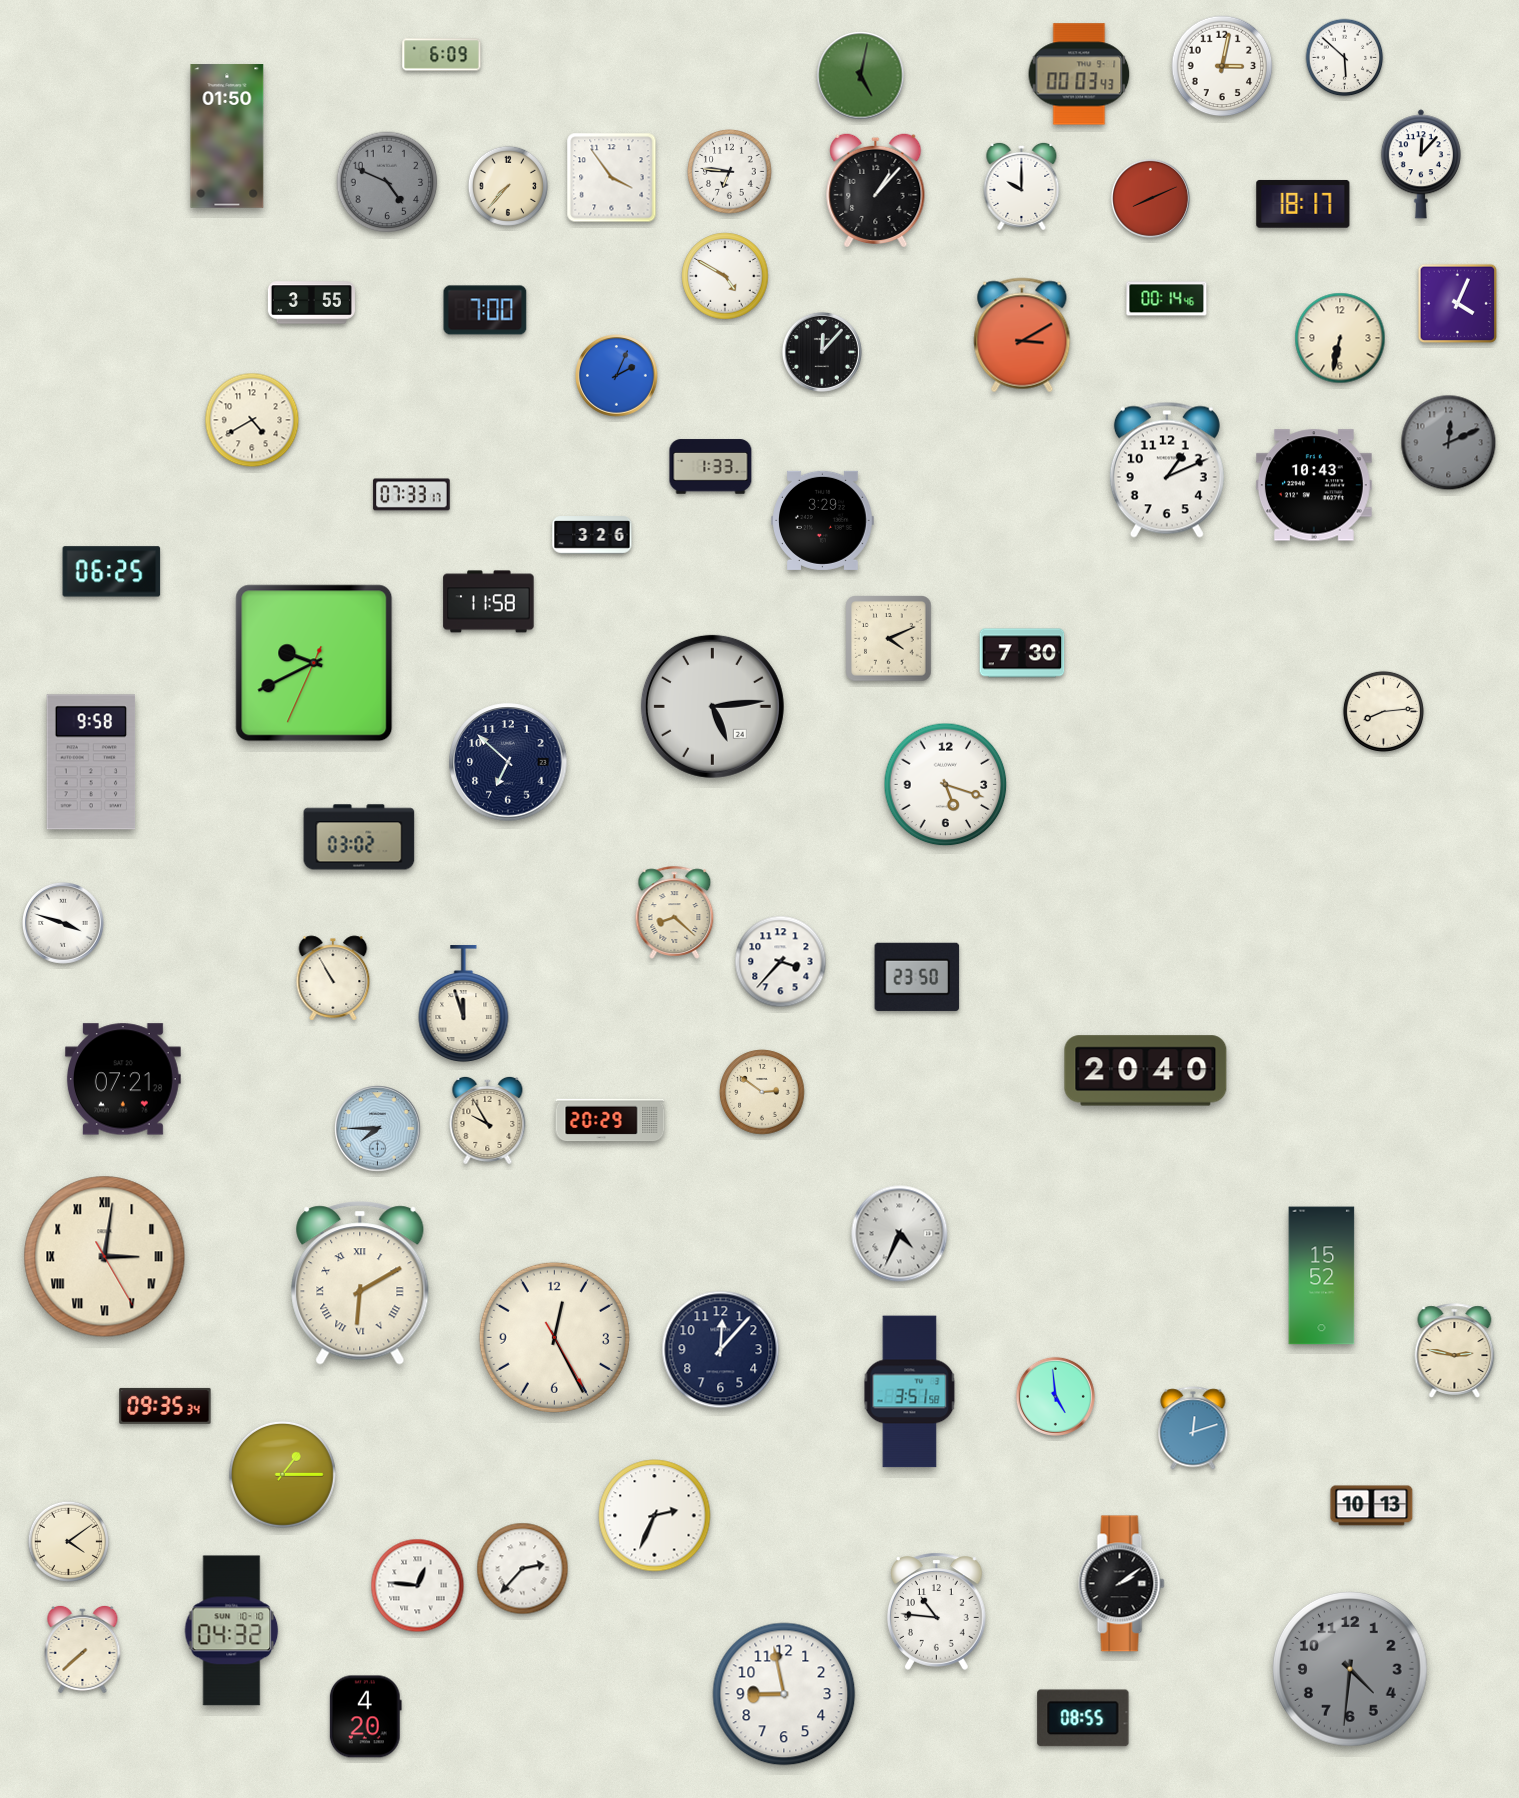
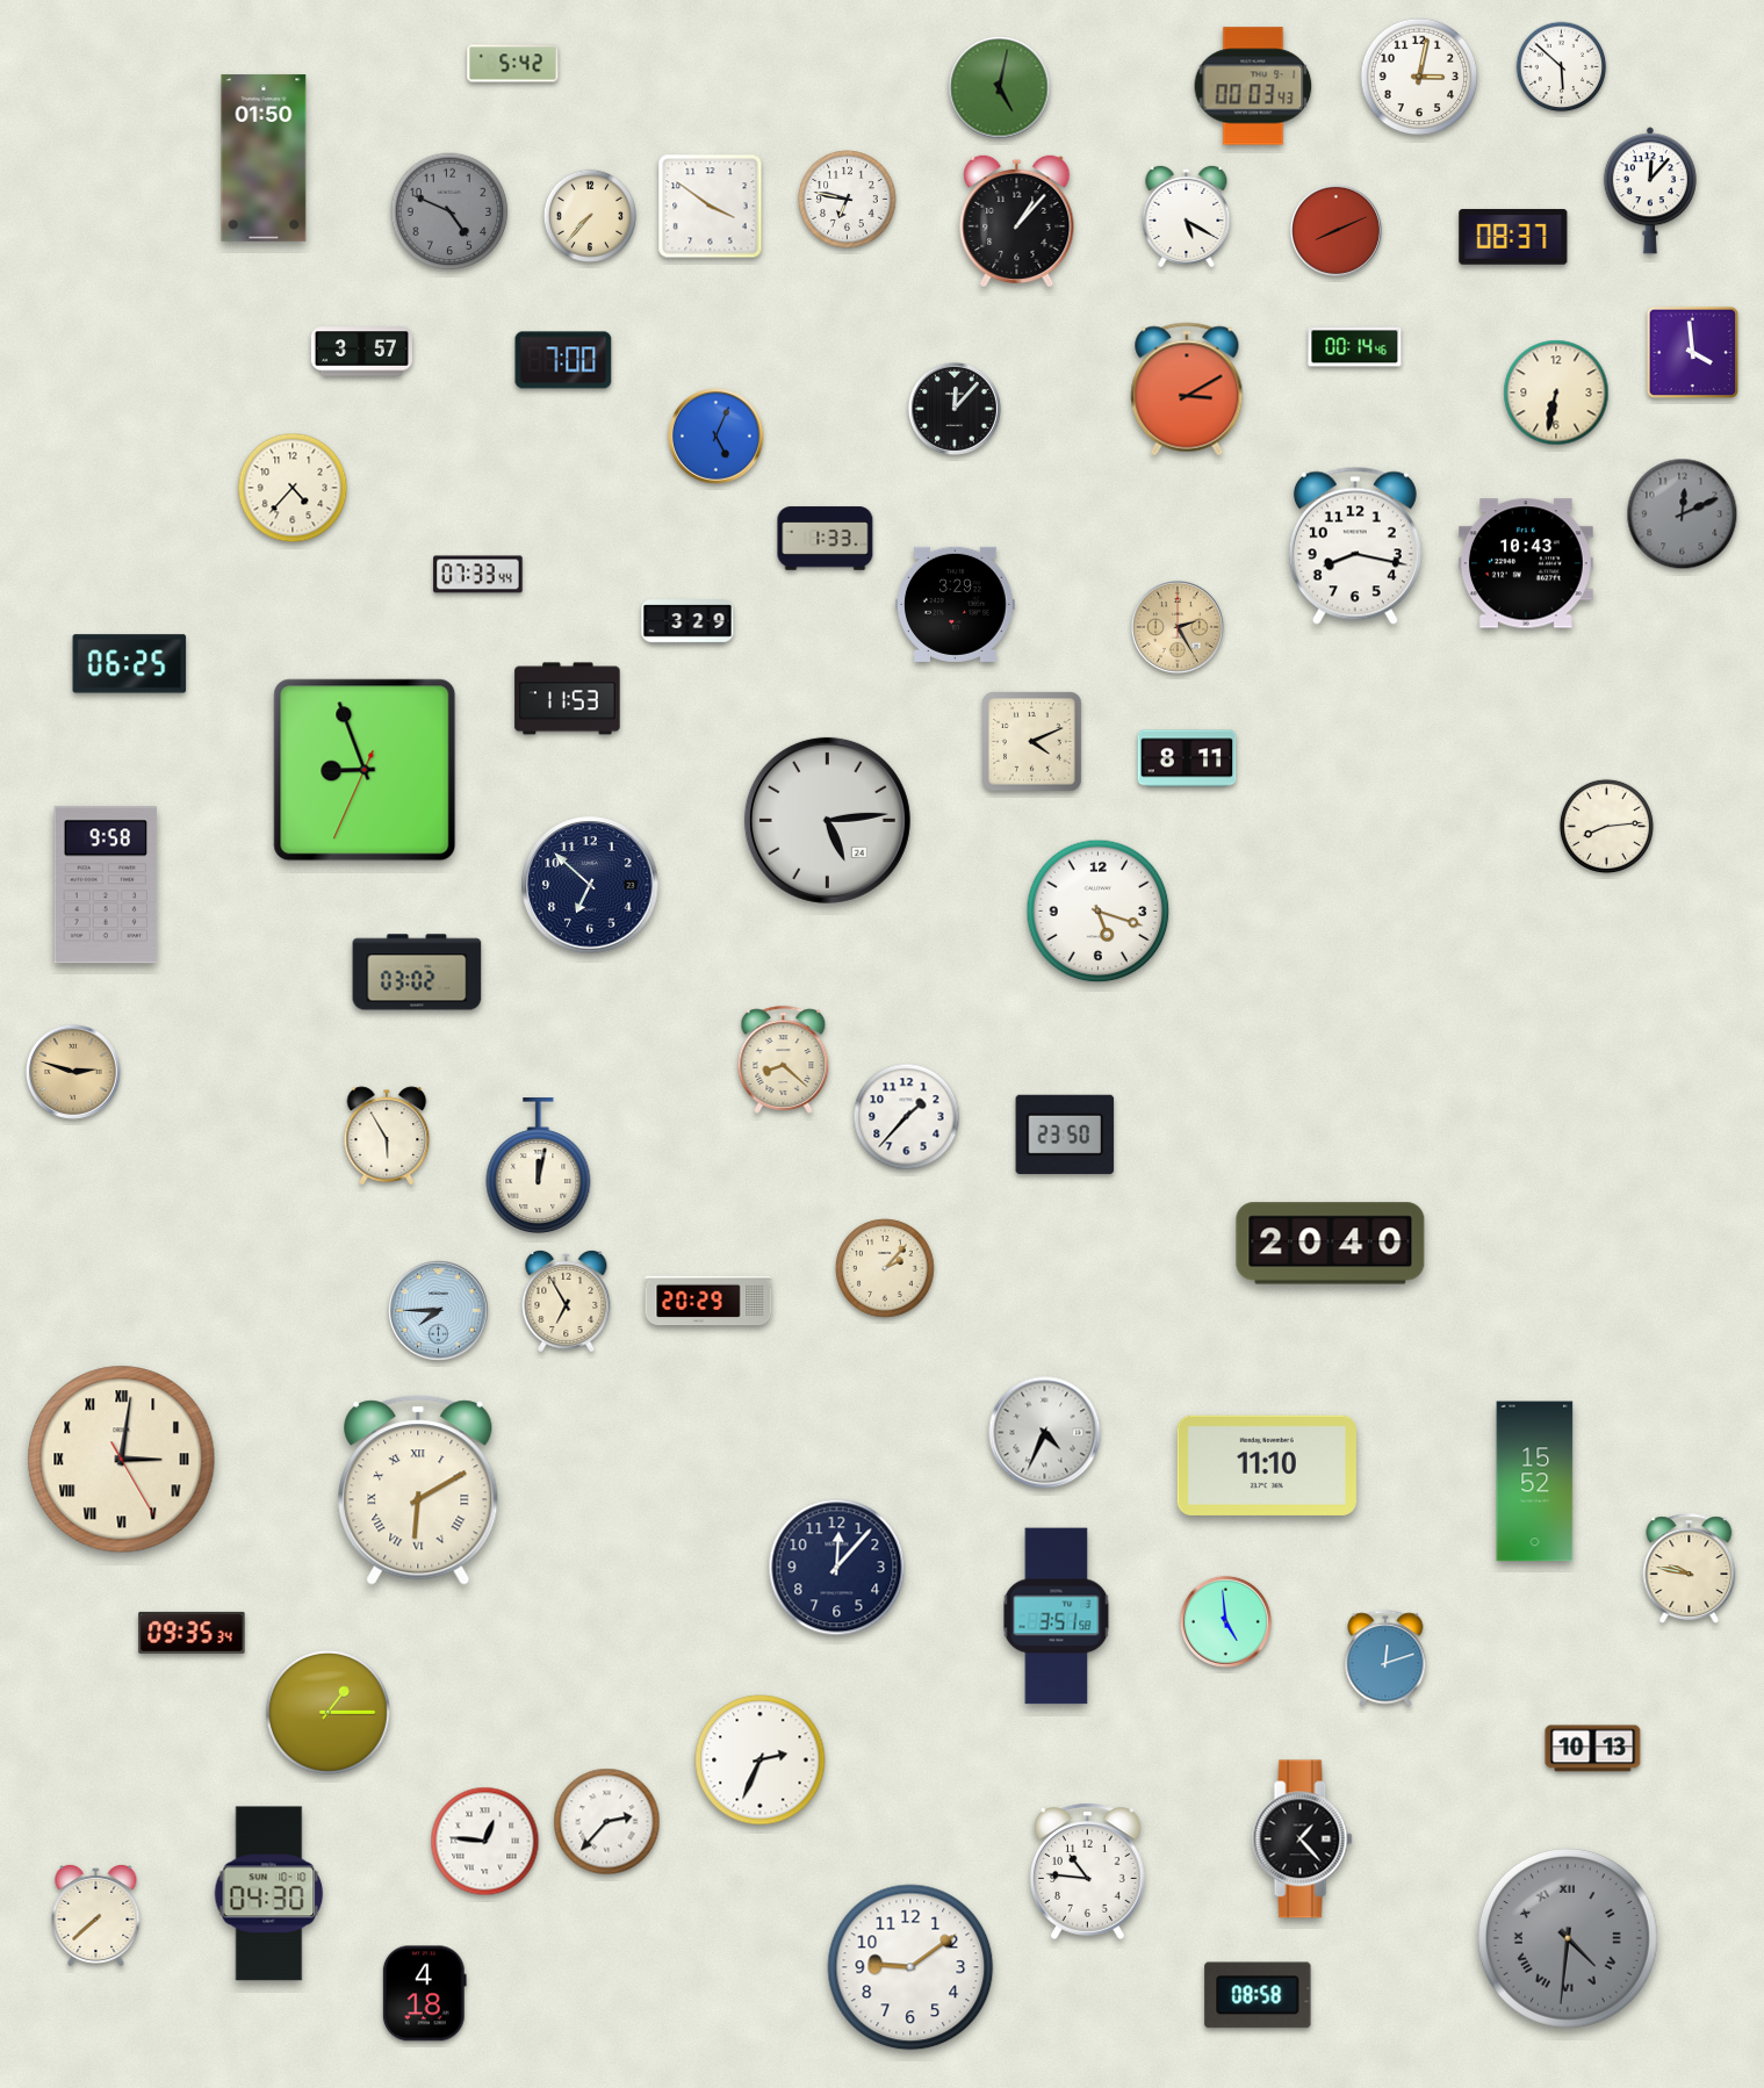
clock at (442, 55): 6:09 -> 5:42
clock at (730, 172): 6:46 -> 6:47
clock at (612, 178): 3:54 -> 3:51
clock at (1022, 186): 10:00 -> 5:20
clock at (1303, 204): 18:17 -> 08:37
clock at (725, 276): 4:50 -> none
clock at (311, 303): 3:55 -> 3:57
clock at (1457, 303): 4:04 -> 3:59
clock at (617, 376): 2:04 -> 5:04
clock at (252, 420): 4:40 -> 4:37
clock at (711, 467) position: (711, 467) -> (826, 539)
clock at (1167, 470): 1:11 -> 8:17
clock at (412, 495): 07:33:17 -> 07:33:44
clock at (592, 535): 3:26 -> 3:29
clock at (1178, 627): none -> 2:25
clock at (489, 602): 11:58 -> 11:53
clock at (1022, 653): 7:30 -> 8:11
clock at (314, 663): 9:40 -> 8:56
clock at (64, 924): 3:48 -> 2:48
clock at (64, 924) dial: white -> champagne
clock at (781, 962): 3:37 -> 1:37
clock at (333, 978): 10:55 -> 5:55
clock at (464, 1003): 11:57 -> 12:02
clock at (123, 1079): 07:21 -> none
clock at (762, 1092): 2:51 -> 2:07
clock at (488, 1120): 9:55 -> 6:55
clock at (1267, 1466): none -> 11:10
clock at (554, 1337): 12:25 -> none
clock at (1455, 1351): 2:47 -> 9:47
clock at (68, 1541): 4:09 -> none
clock at (1122, 1584): 2:09 -> 1:23
clock at (232, 1631): 04:32 -> 04:30
clock at (1350, 1669) numerals: Arabic -> Roman
clock at (784, 1694): 8:58 -> 9:09
clock at (365, 1717): 4:20 -> 4:18
clock at (1083, 1718): 08:55 -> 08:58
